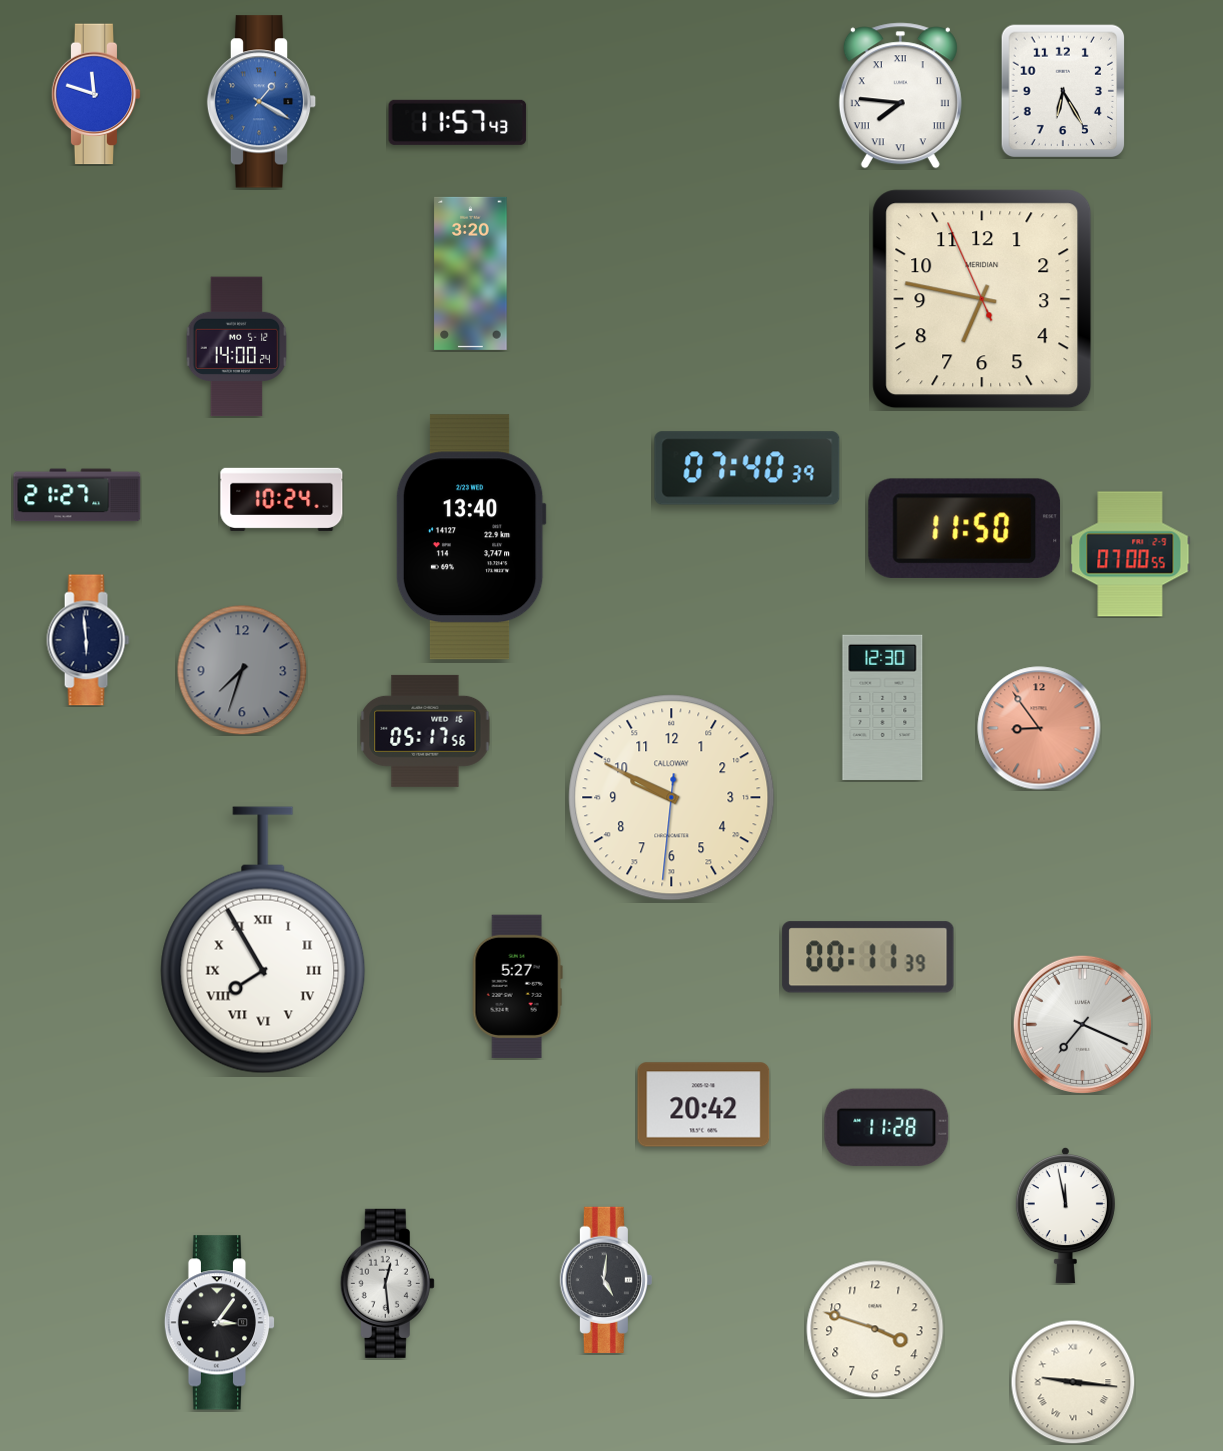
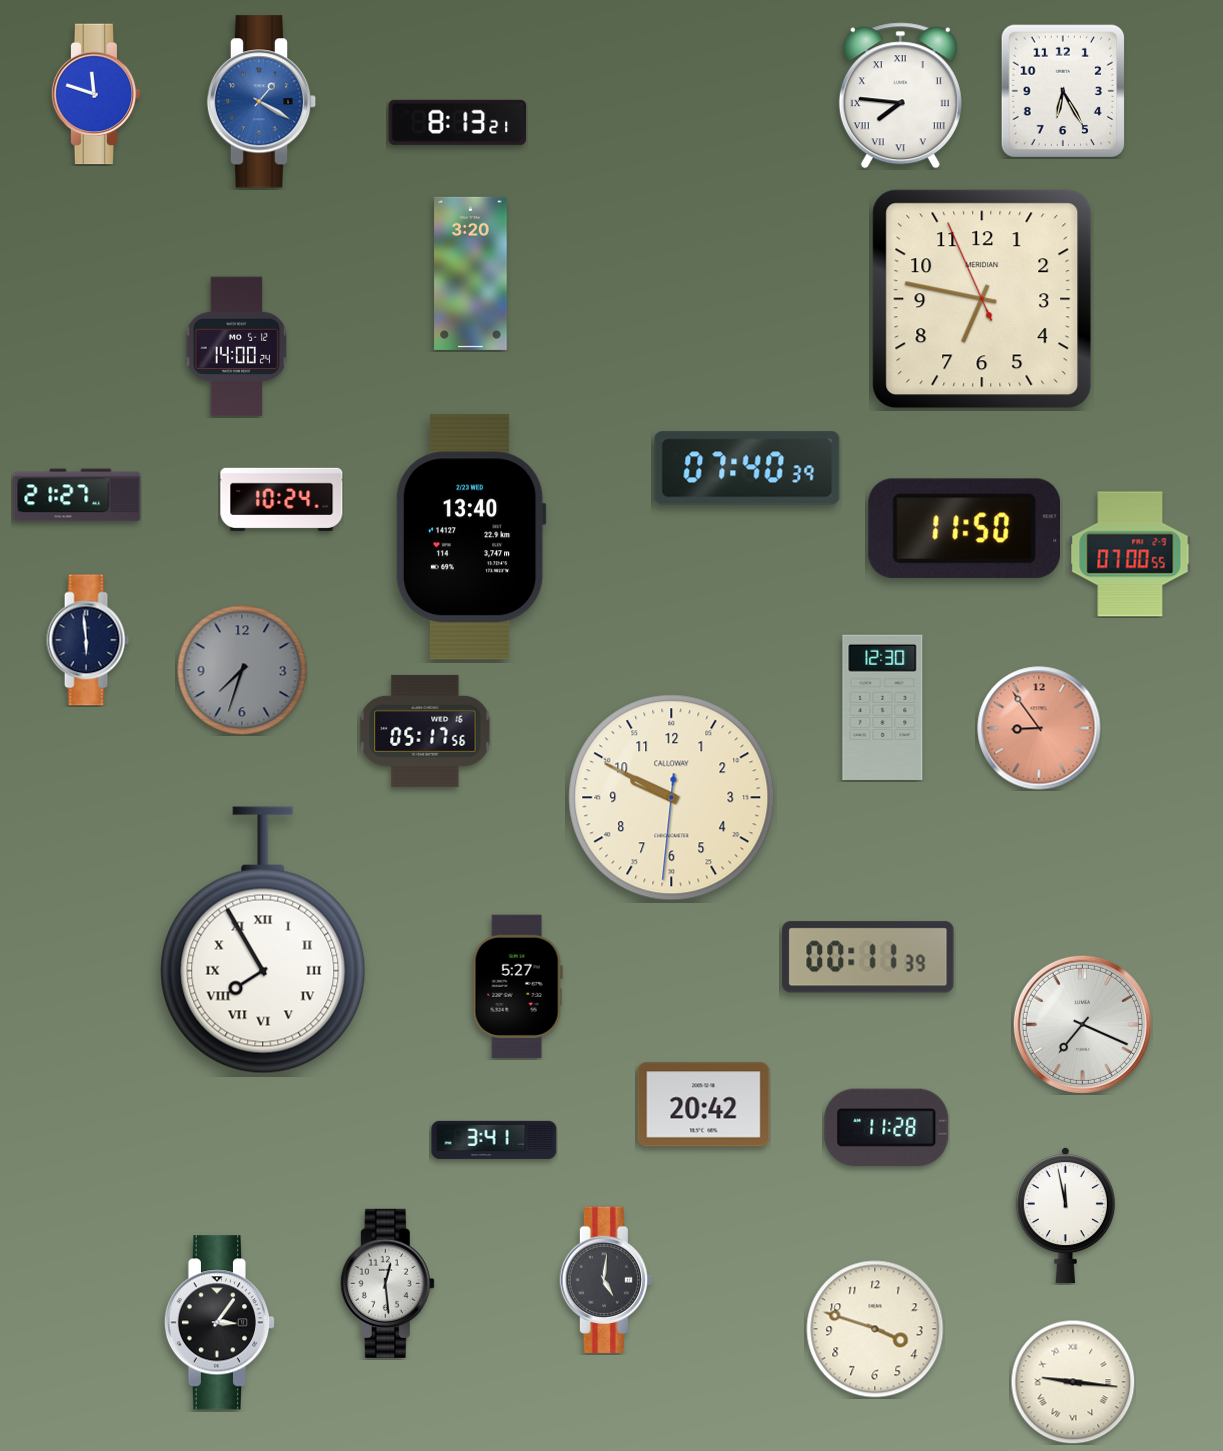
clock at (458, 122): 11:57 -> 8:13
clock at (494, 1140): none -> 3:41
